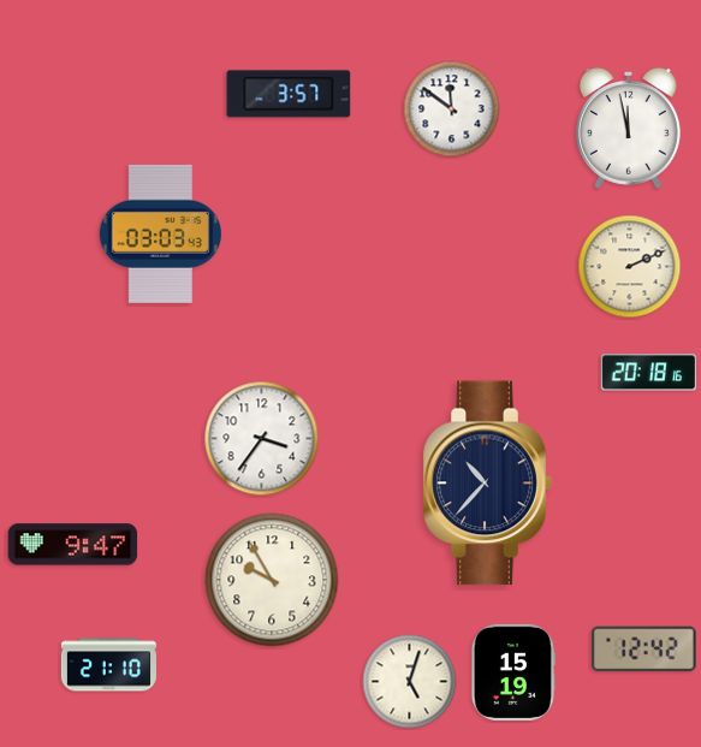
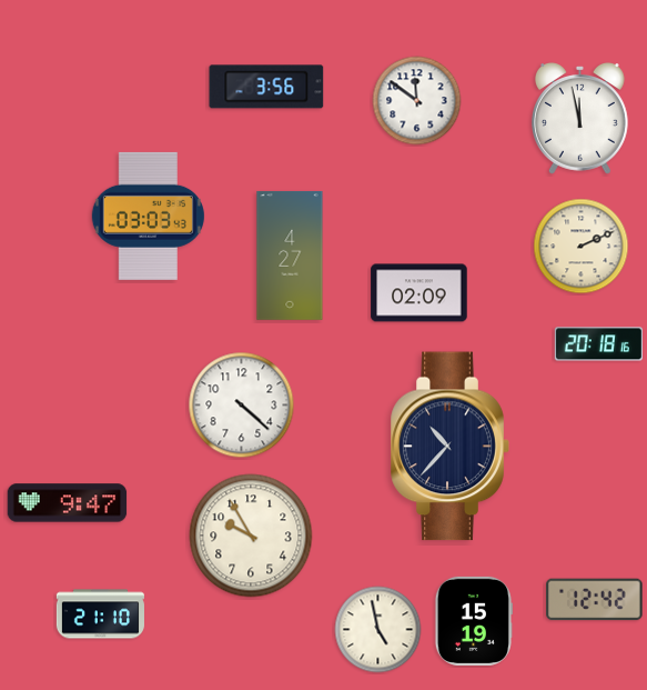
clock at (289, 94): 3:57 -> 3:56
clock at (290, 256): none -> 4:27
clock at (419, 293): none -> 02:09
clock at (262, 439): 3:36 -> 4:22
clock at (410, 682): 5:03 -> 4:58
